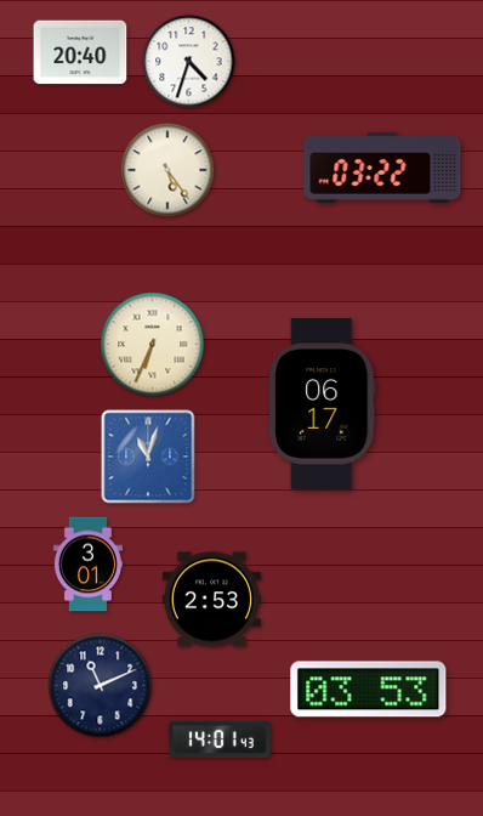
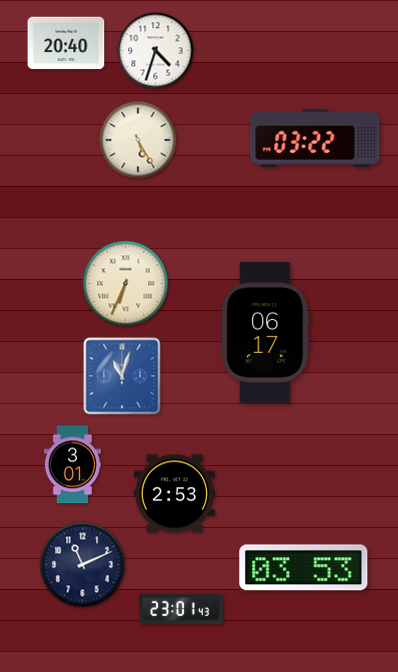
clock at (167, 170): 5:24 -> 5:25
clock at (220, 739): 14:01 -> 23:01
